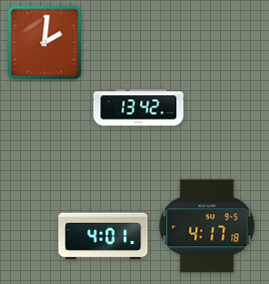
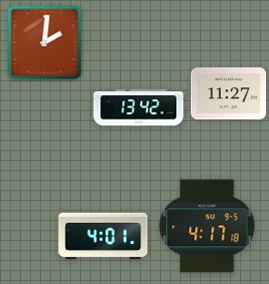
clock at (229, 94): none -> 11:27
